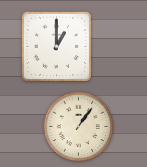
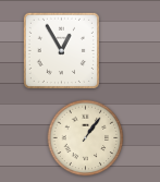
clock at (56, 46): 1:00 -> 12:55
